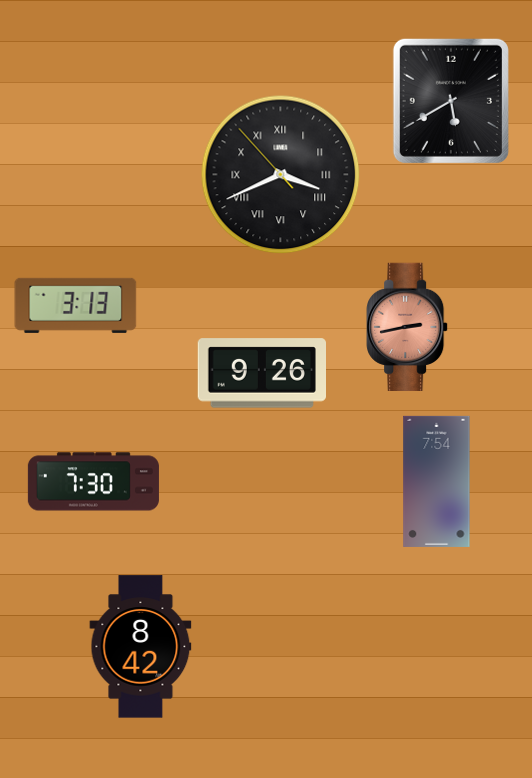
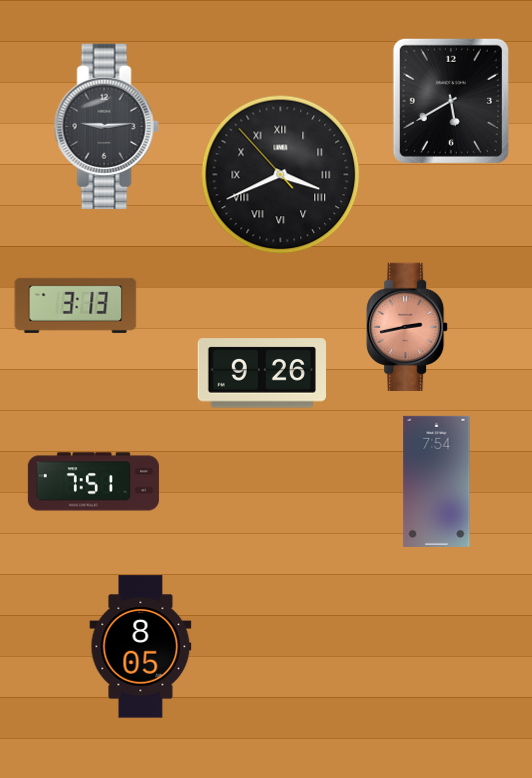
clock at (106, 126): none -> 9:14
clock at (93, 482): 7:30 -> 7:51
clock at (141, 647): 8:42 -> 8:05
